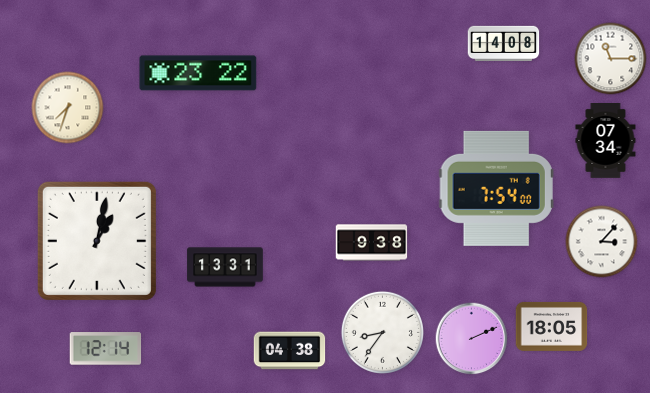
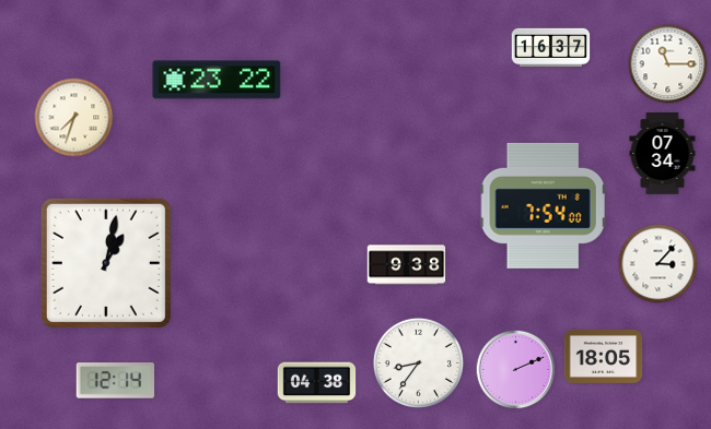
clock at (504, 43): 14:08 -> 16:37
clock at (225, 267): 13:31 -> none
